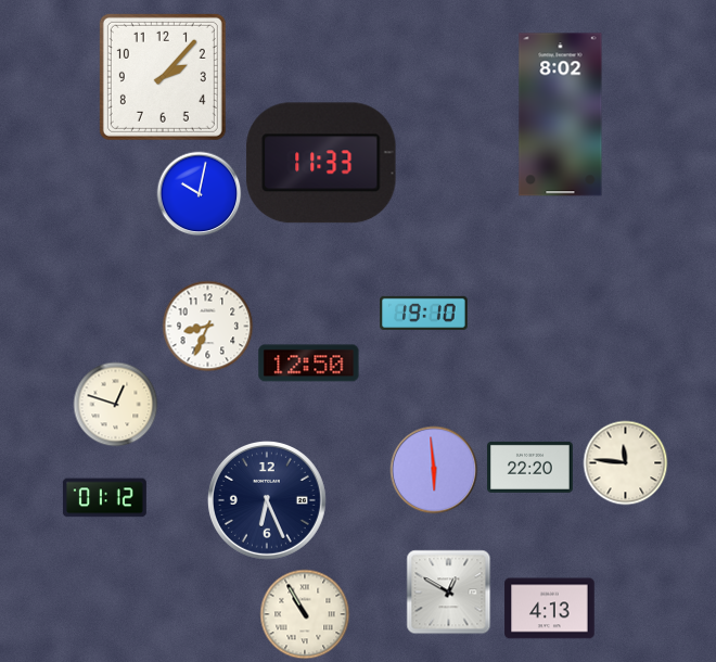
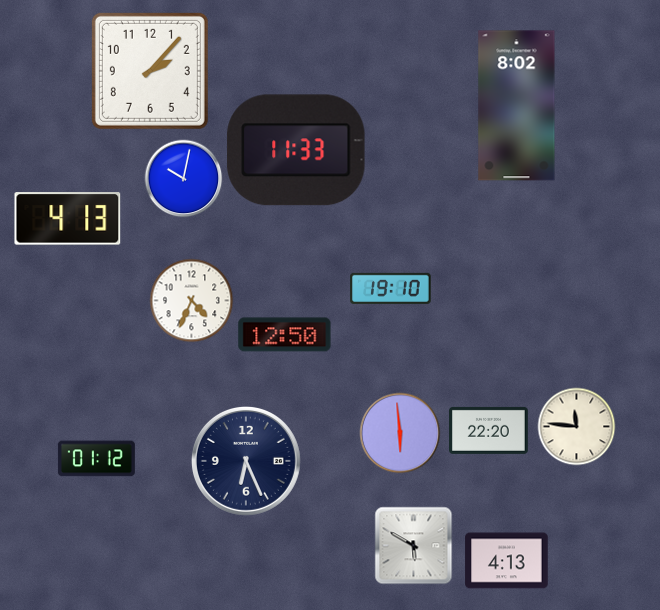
clock at (68, 219): none -> 4:13
clock at (207, 326): 8:34 -> 4:34
clock at (115, 404): 12:48 -> none
clock at (448, 591): 12:50 -> 5:50
clock at (305, 614): 10:55 -> none
